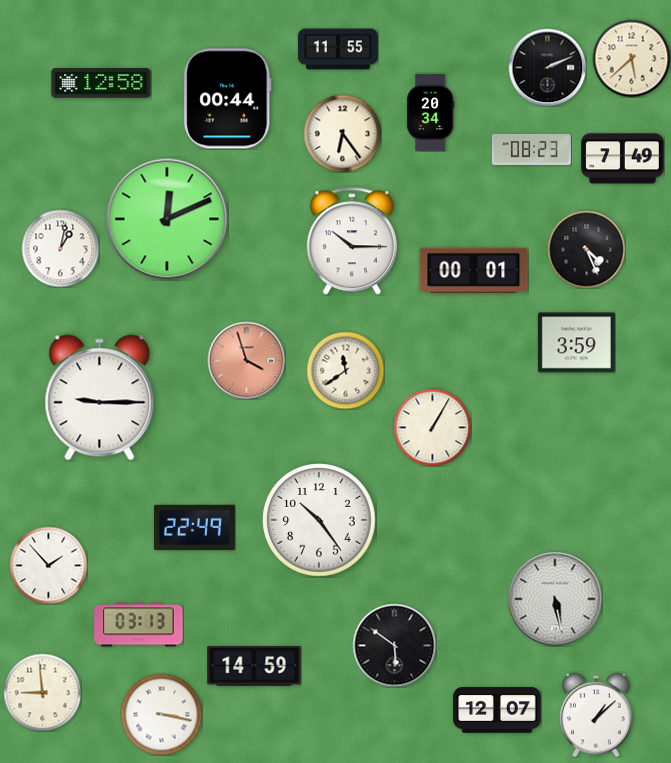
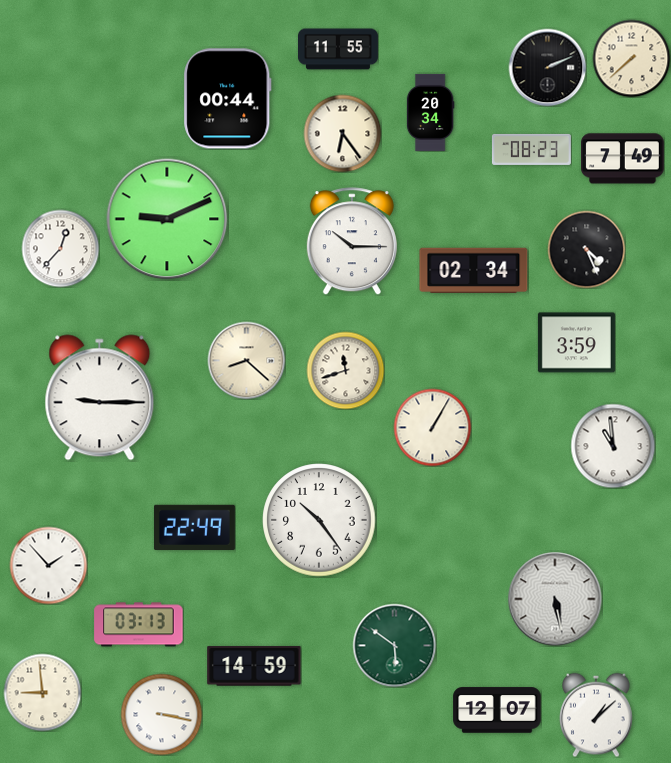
clock at (631, 58): 5:38 -> 7:38
clock at (101, 84): 12:58 -> none
clock at (167, 219): 12:11 -> 9:11
clock at (60, 248): 1:02 -> 12:37
clock at (474, 271): 00:01 -> 02:34
clock at (246, 360): 3:57 -> 8:22
clock at (246, 360) dial: salmon -> cream
clock at (345, 370): 11:39 -> 11:42
clock at (613, 446): none -> 10:59
clock at (394, 645) dial: black -> green
